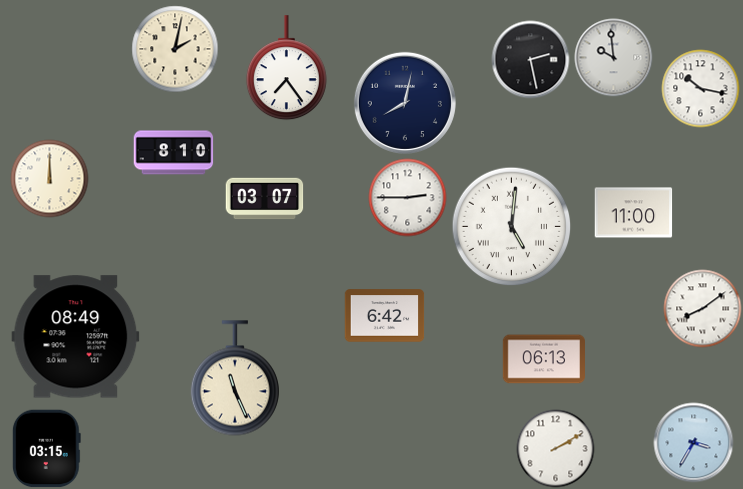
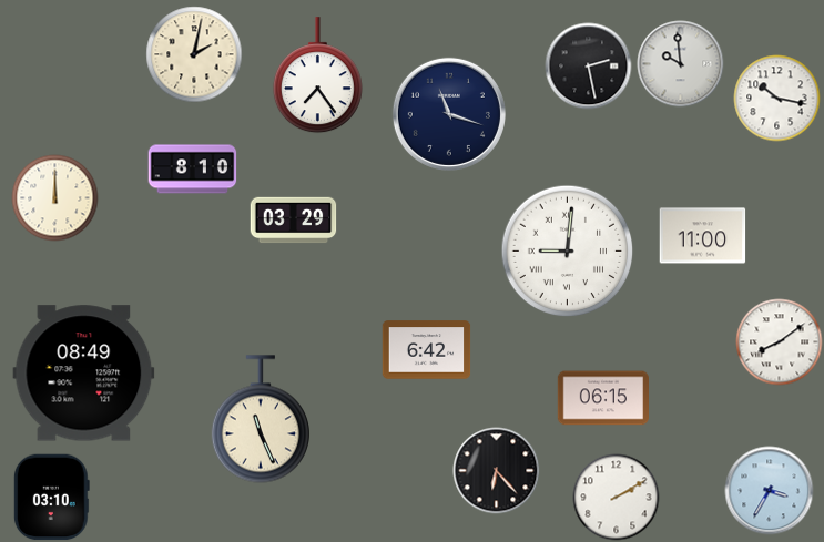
clock at (405, 103): 8:02 -> 11:18
clock at (407, 197): 2:45 -> none
clock at (264, 199): 03:07 -> 03:29
clock at (511, 226): 5:01 -> 9:01
clock at (543, 359): 06:13 -> 06:15
clock at (496, 470): none -> 6:23
clock at (46, 448): 03:15 -> 03:10
